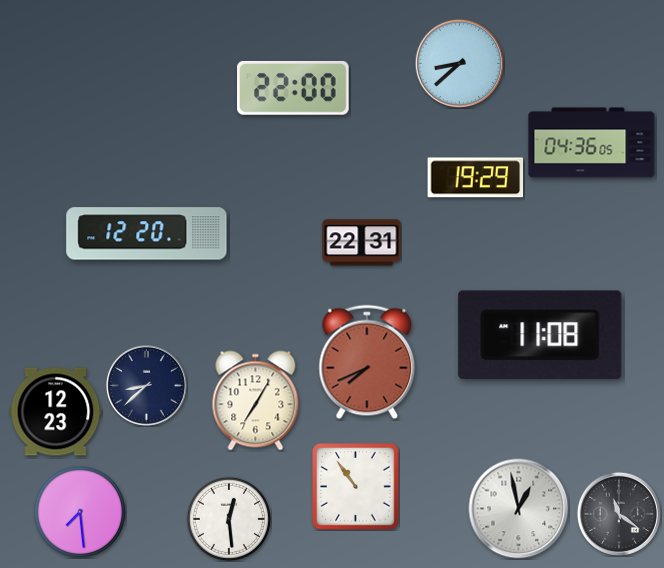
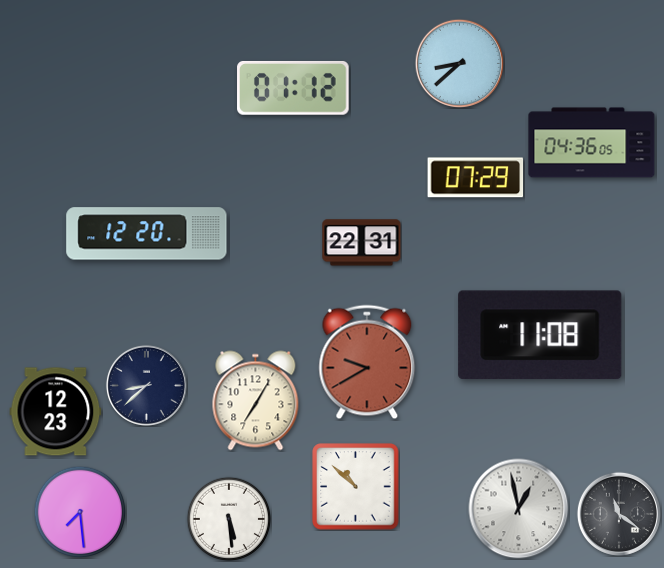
clock at (293, 88): 22:00 -> 01:12
clock at (476, 178): 19:29 -> 07:29
clock at (367, 362): 7:41 -> 9:40
clock at (356, 487): 10:54 -> 10:52
clock at (228, 518): 12:29 -> 5:29
